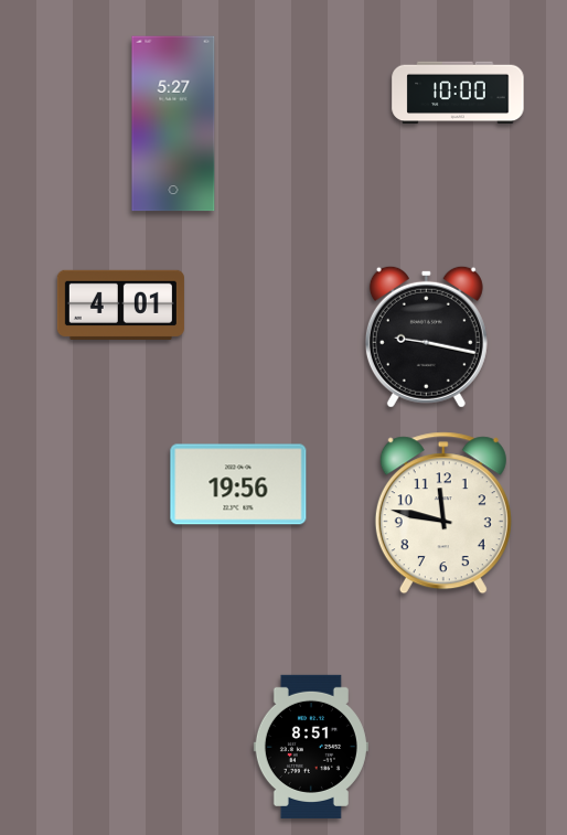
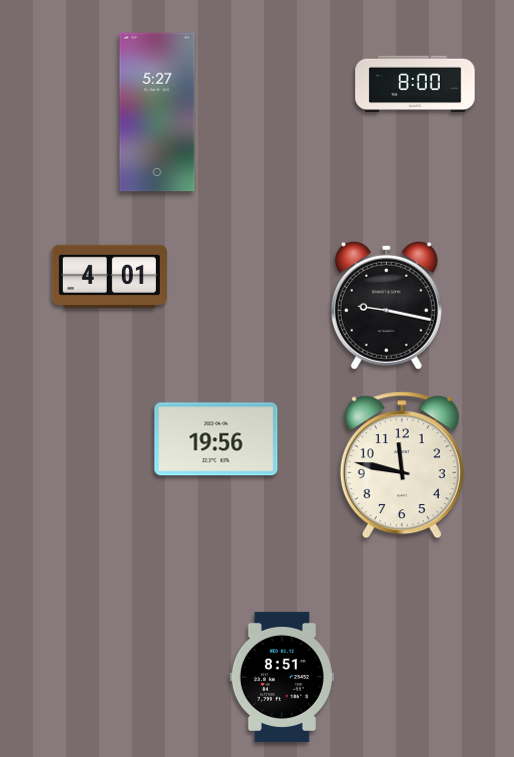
clock at (458, 93): 10:00 -> 8:00
